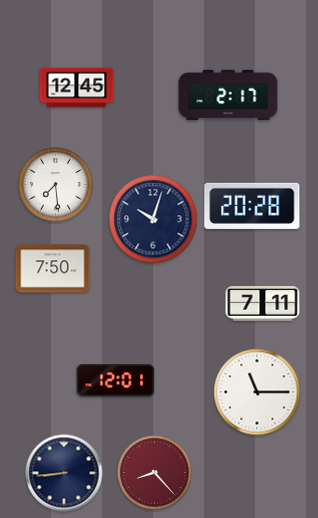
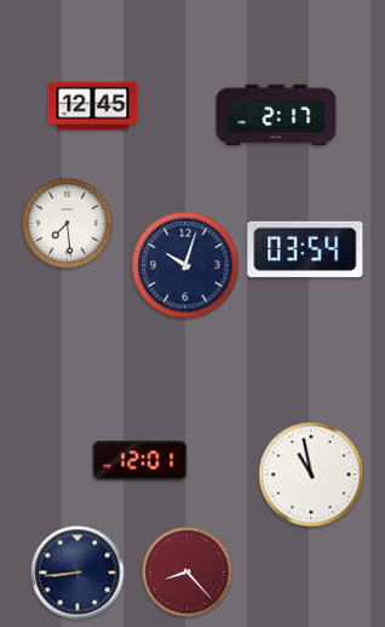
clock at (252, 206): 20:28 -> 03:54
clock at (53, 269): 7:50 -> none
clock at (263, 304): 7:11 -> none
clock at (257, 392): 11:15 -> 10:58
